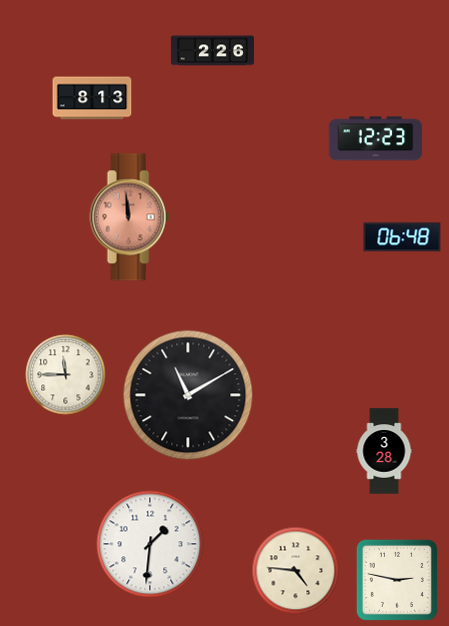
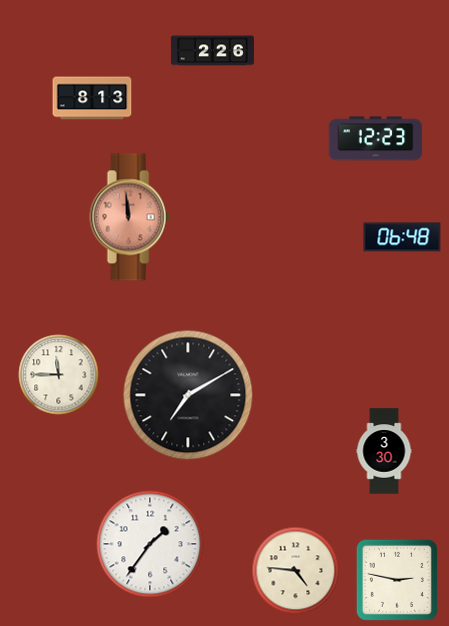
clock at (66, 375) position: (66, 375) -> (59, 375)
clock at (188, 395): 11:10 -> 7:10
clock at (384, 451): 3:28 -> 3:30
clock at (150, 544): 1:31 -> 1:36
